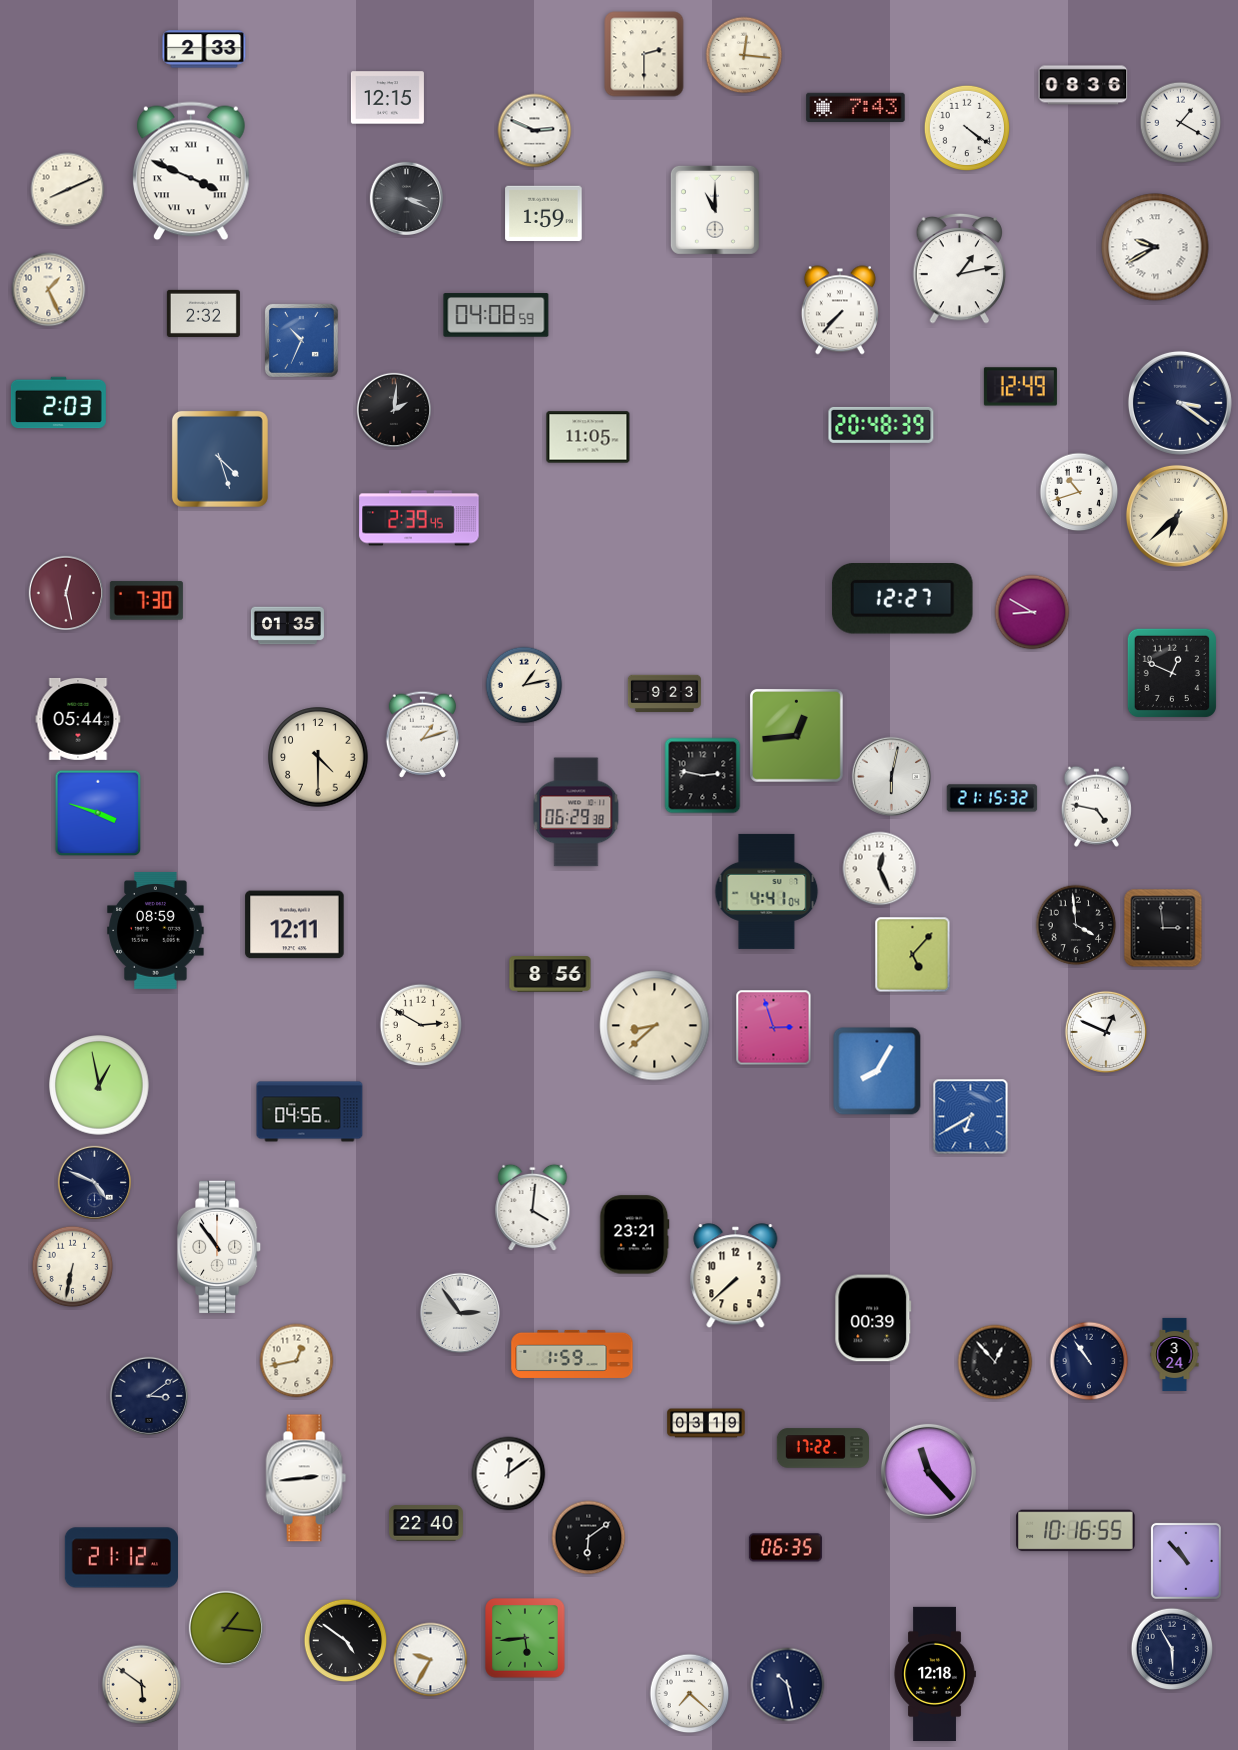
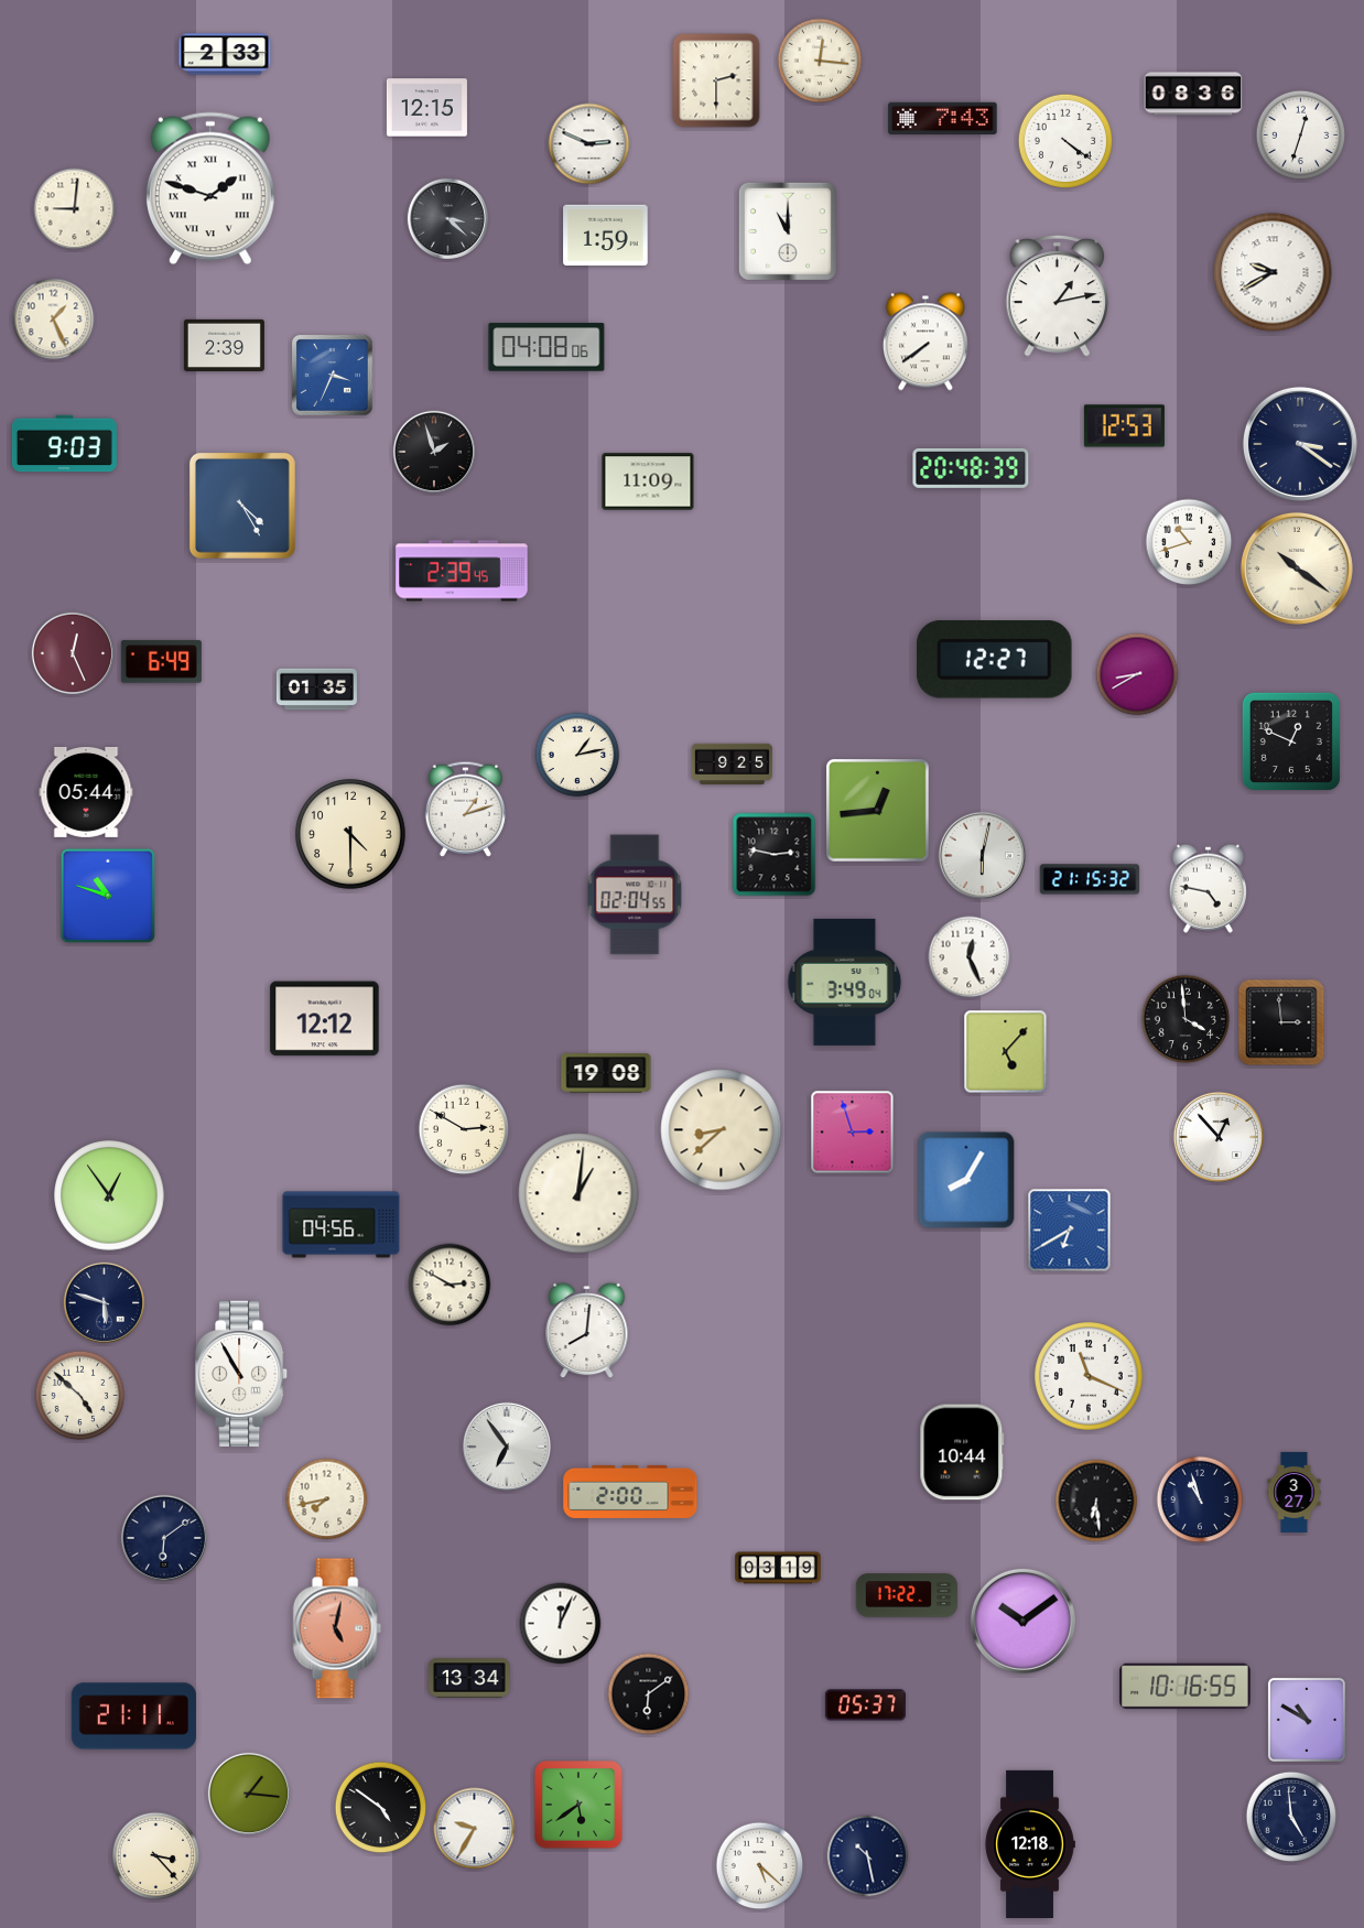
clock at (644, 54) position: (644, 54) -> (716, 80)
clock at (1181, 123): 1:20 -> 12:33
clock at (192, 171): 3:49 -> 1:48
clock at (68, 190): 8:11 -> 9:01
clock at (407, 199): 3:19 -> 3:22
clock at (544, 214) position: (544, 214) -> (606, 236)
clock at (840, 310): 7:37 -> 7:39
clock at (203, 313): 2:32 -> 2:39
clock at (496, 315): 04:08:59 -> 04:08:06
clock at (301, 340): 10:34 -> 3:34
clock at (1020, 387): 12:49 -> 12:53
clock at (58, 403): 2:03 -> 9:03
clock at (393, 409): 2:01 -> 1:57
clock at (588, 437): 11:05 -> 11:09
clock at (220, 459): 4:27 -> 4:25
clock at (1177, 516): 6:38 -> 10:21
clock at (65, 592): 12:28 -> 12:26
clock at (146, 601): 7:30 -> 6:49
clock at (1032, 612): 8:50 -> 8:40
clock at (664, 694): 9:23 -> 9:25
clock at (992, 798) position: (992, 798) -> (1090, 879)
clock at (576, 812): 06:29 -> 02:04
clock at (98, 813): 3:48 -> 10:48
clock at (767, 891): 4:41 -> 3:49
clock at (295, 925): 12:11 -> 12:12
clock at (156, 930): 08:59 -> none
clock at (550, 974): 8:56 -> 19:08
clock at (1106, 1032): 12:49 -> 12:53
clock at (578, 1193): none -> 1:01
clock at (99, 1085): 12:58 -> 12:54
clock at (450, 1285): none -> 2:50
clock at (95, 1183): 4:49 -> 5:48
clock at (533, 1208): 4:01 -> 8:01
clock at (635, 1235): 23:21 -> none
clock at (219, 1247): 10:54 -> 10:55
clock at (1089, 1376): none -> 11:19
clock at (73, 1267): 6:32 -> 4:52
clock at (736, 1276): 7:38 -> none
clock at (460, 1313): 2:54 -> 6:54
clock at (873, 1318): 00:39 -> 10:44
clock at (572, 1354): 1:59 -> 2:00
clock at (1175, 1354): 3:24 -> 3:27
clock at (297, 1361): 12:43 -> 7:43
clock at (1089, 1361): 10:54 -> 10:57
clock at (995, 1362): 12:53 -> 6:29
clock at (148, 1395): 3:09 -> 6:09
clock at (928, 1471): 11:23 -> 10:09
clock at (509, 1474): 12:09 -> 12:04
clock at (306, 1478): 2:44 -> 5:02
clock at (306, 1478) dial: white -> salmon
clock at (426, 1523): 22:40 -> 13:34
clock at (785, 1548): 06:35 -> 05:37
clock at (121, 1558): 21:12 -> 21:11
clock at (1186, 1561): 10:53 -> 10:50
clock at (526, 1639): 5:44 -> 5:39
clock at (1172, 1649): 5:55 -> 4:59
clock at (142, 1685): 5:51 -> 3:23
clock at (690, 1694): 7:22 -> 5:22
